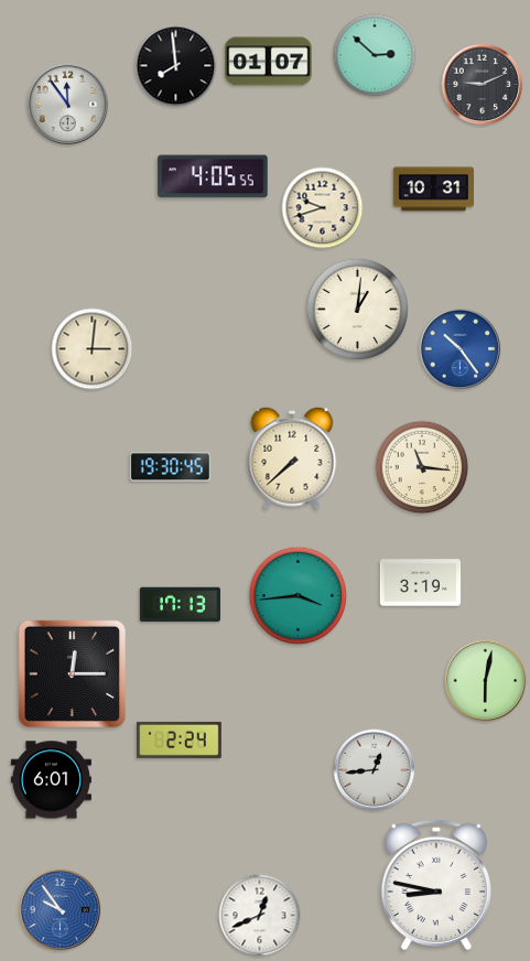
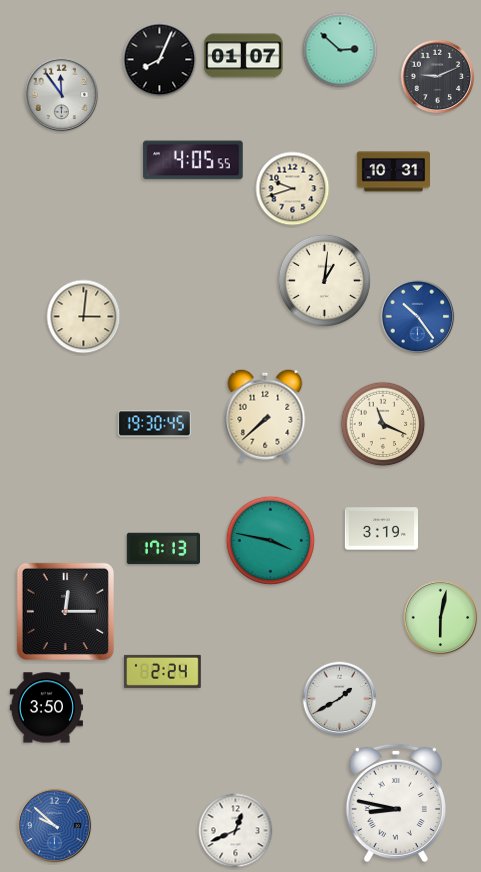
clock at (176, 66): 7:59 -> 8:04
clock at (422, 467): 11:16 -> 11:19
clock at (299, 596): 3:44 -> 3:47
clock at (375, 770): 12:44 -> 1:40
clock at (51, 780): 6:01 -> 3:50
clock at (61, 910): 9:54 -> 9:52
